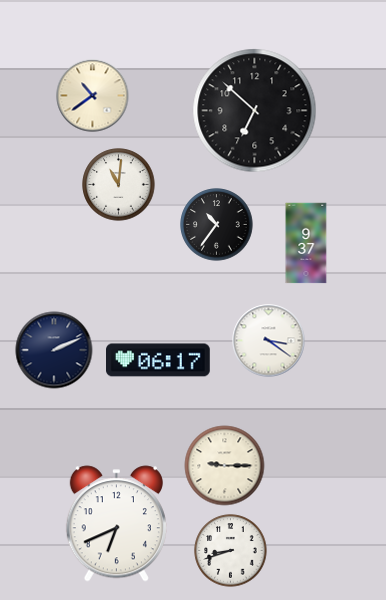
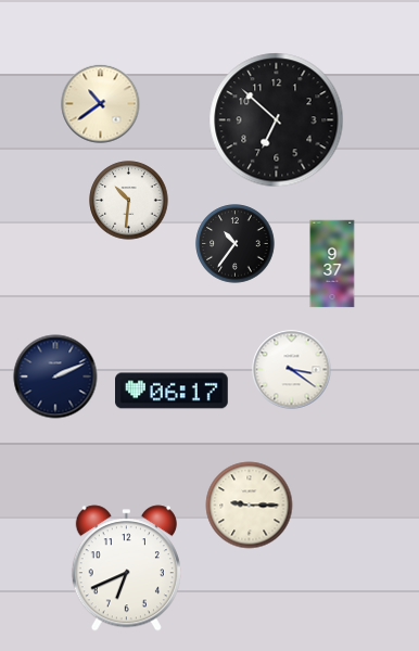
clock at (119, 185): 11:01 -> 10:31
clock at (54, 350) position: (54, 350) -> (55, 376)
clock at (225, 466) position: (225, 466) -> (250, 506)
clock at (231, 551): 8:42 -> none
